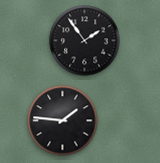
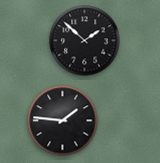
clock at (85, 41): 1:54 -> 1:52
